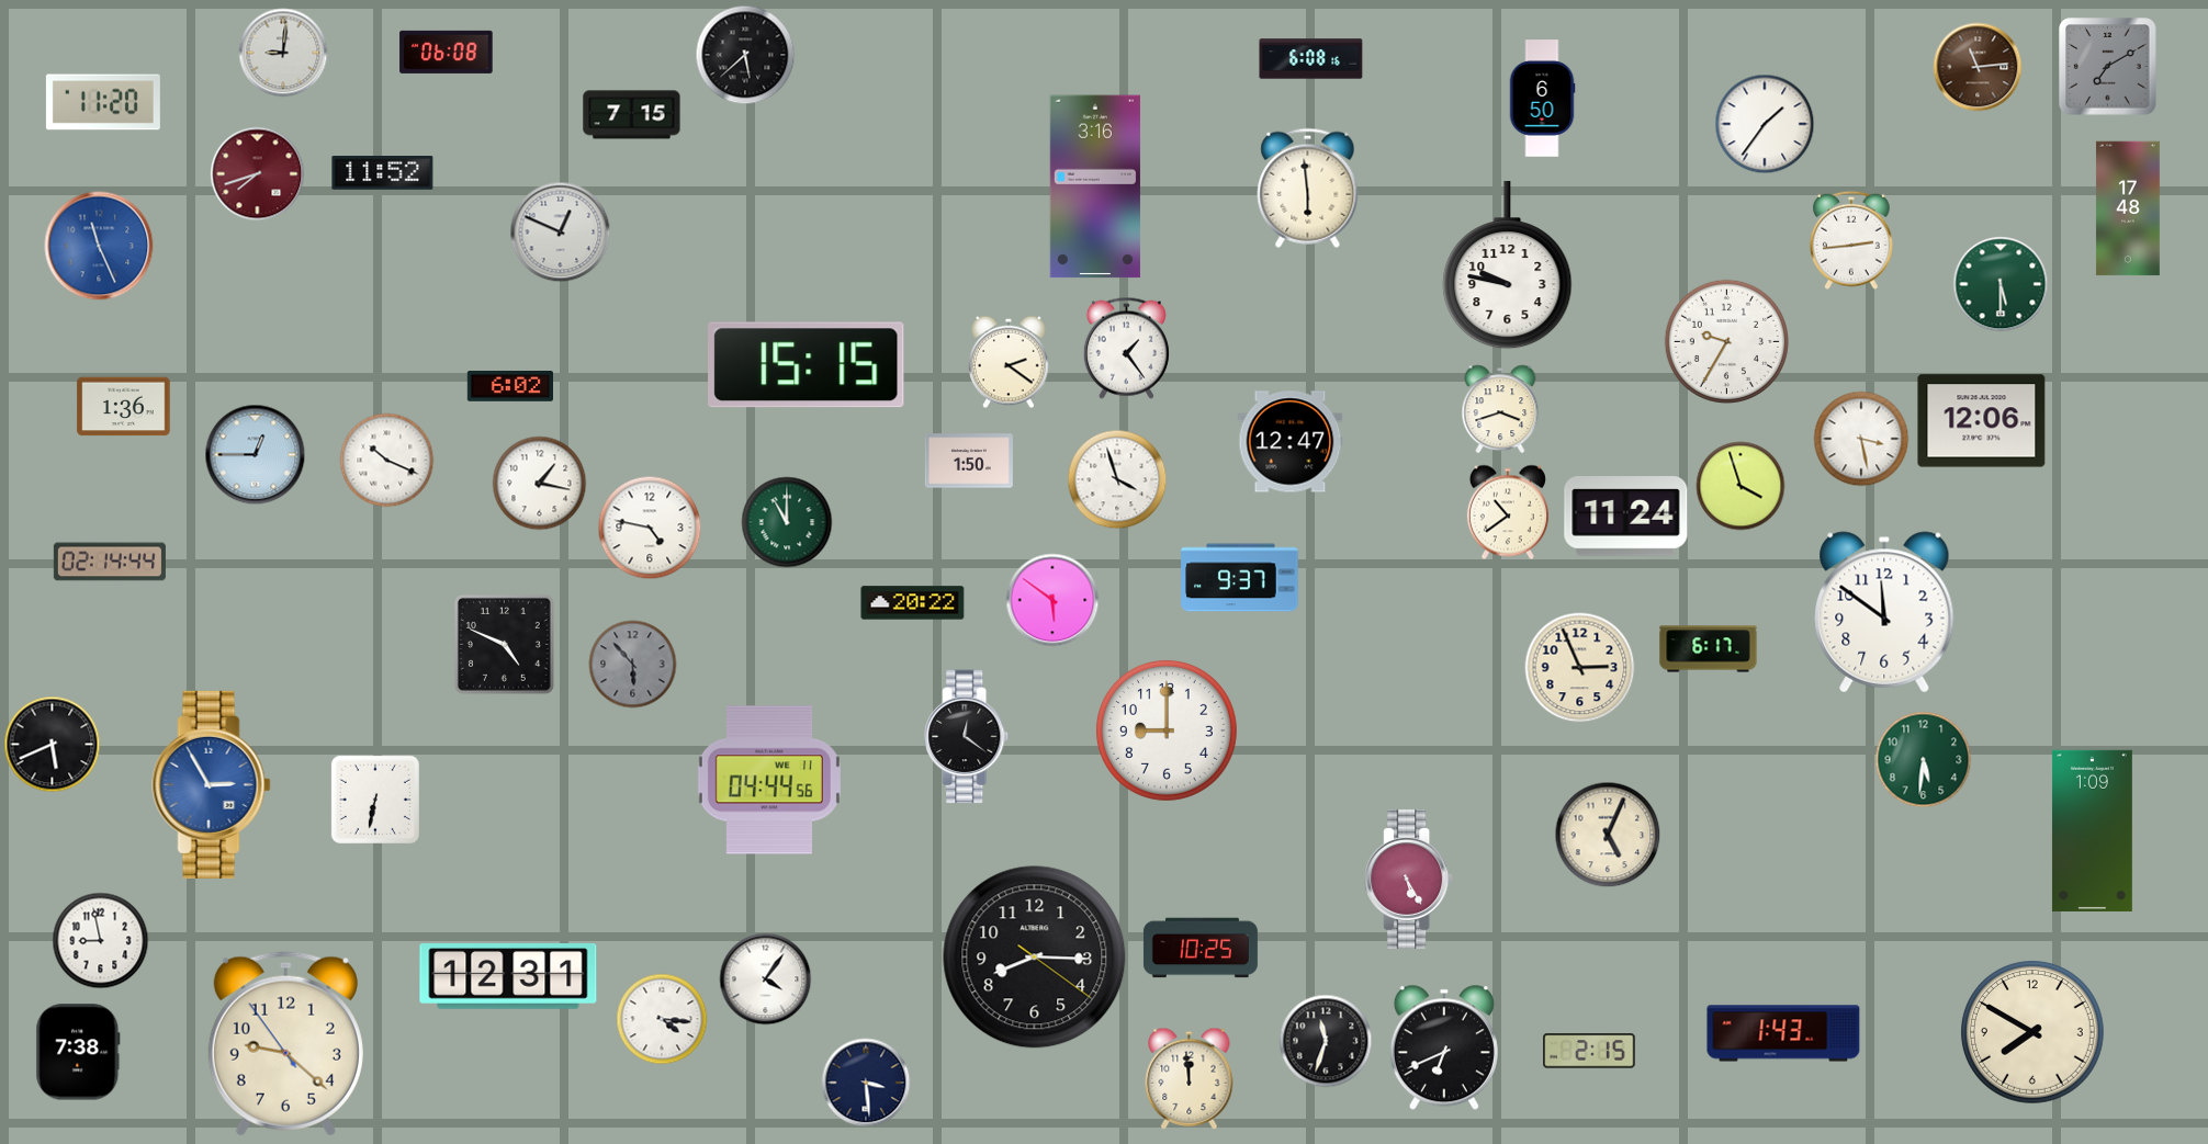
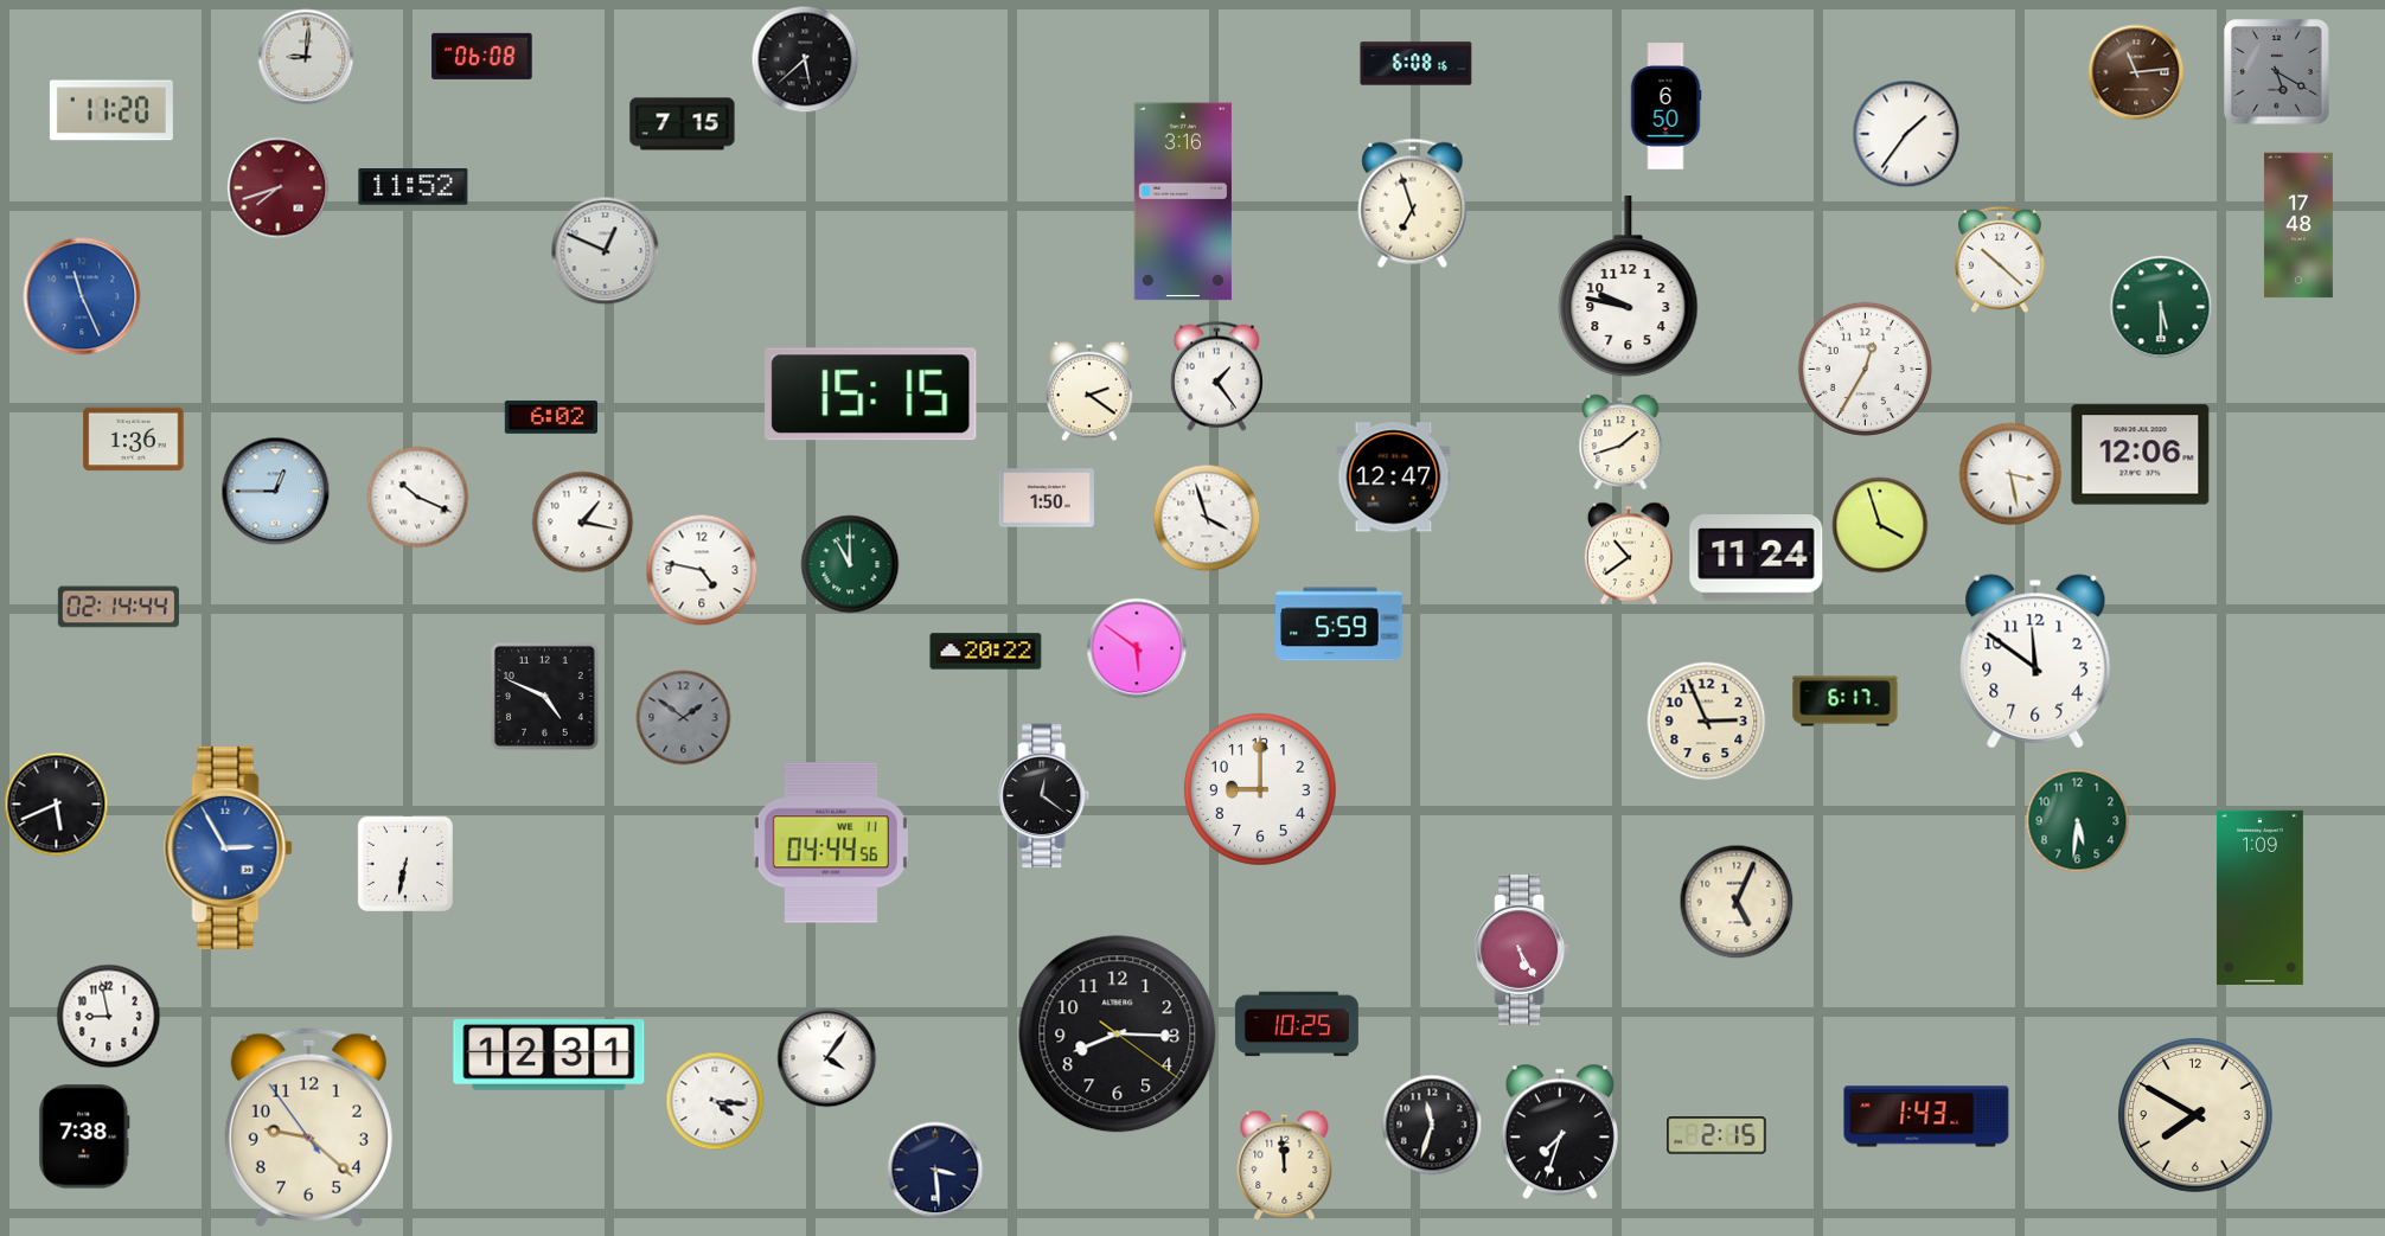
clock at (2108, 67): 7:10 -> 5:20
clock at (1308, 188): 5:59 -> 6:57
clock at (1852, 240): 2:44 -> 10:22
clock at (99, 246) position: (99, 246) -> (82, 296)
clock at (1726, 341): 9:35 -> 12:35
clock at (1500, 409): 3:42 -> 1:42
clock at (1240, 578): 9:37 -> 5:59
clock at (633, 665): 5:53 -> 1:51
clock at (1444, 1047): 6:41 -> 7:33
